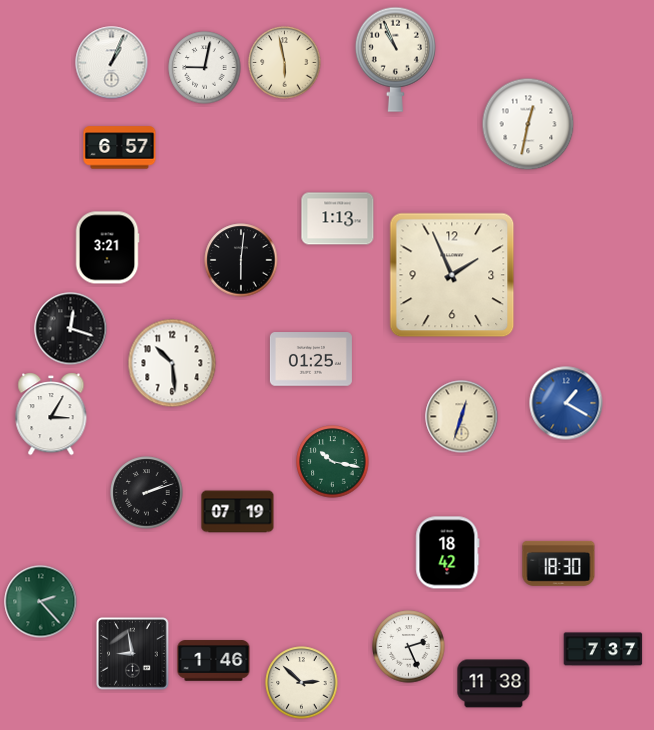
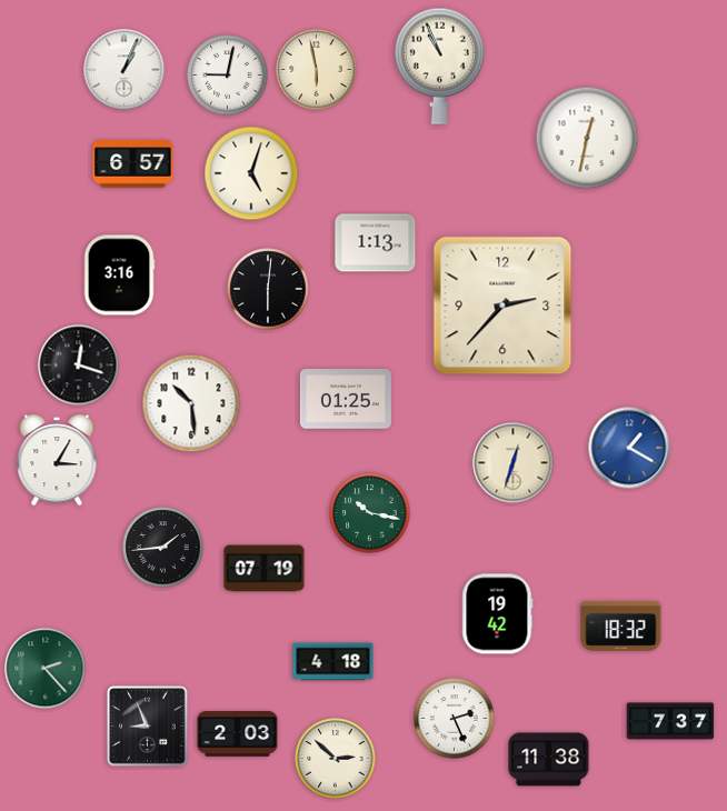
clock at (251, 173): none -> 5:03
clock at (107, 248): 3:21 -> 3:16
clock at (452, 275): 1:56 -> 2:37
clock at (147, 493): 2:12 -> 1:44
clock at (448, 553): 18:42 -> 19:42
clock at (559, 563): 18:30 -> 18:32
clock at (333, 662): none -> 4:18
clock at (133, 654): 8:58 -> 8:56
clock at (214, 661): 1:46 -> 2:03
